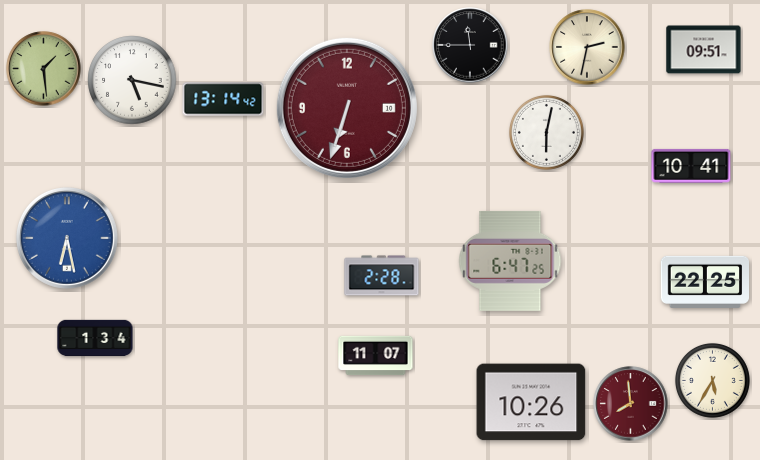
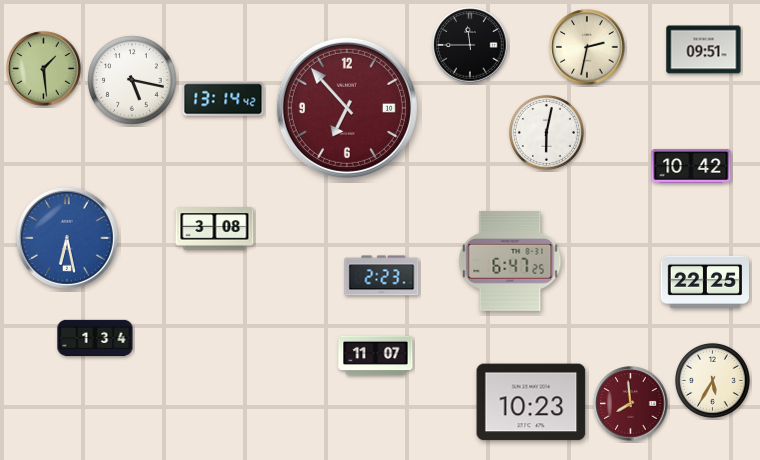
clock at (347, 108): 6:33 -> 6:53
clock at (691, 166): 10:41 -> 10:42
clock at (215, 229): none -> 3:08
clock at (382, 276): 2:28 -> 2:23
clock at (531, 402): 10:26 -> 10:23
